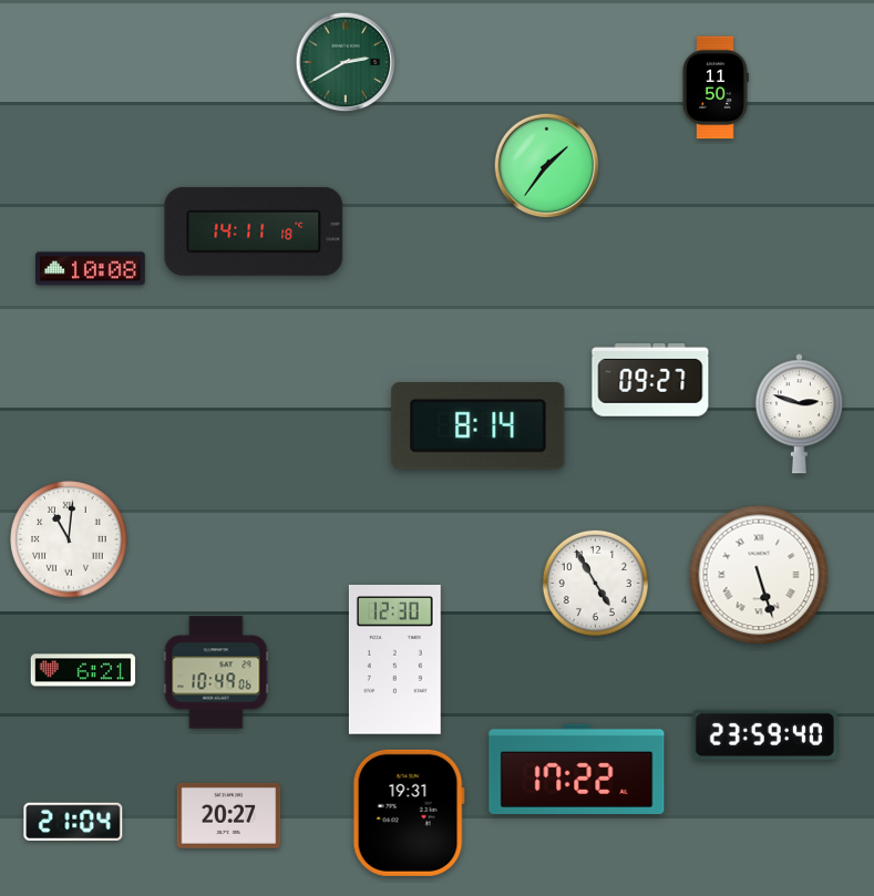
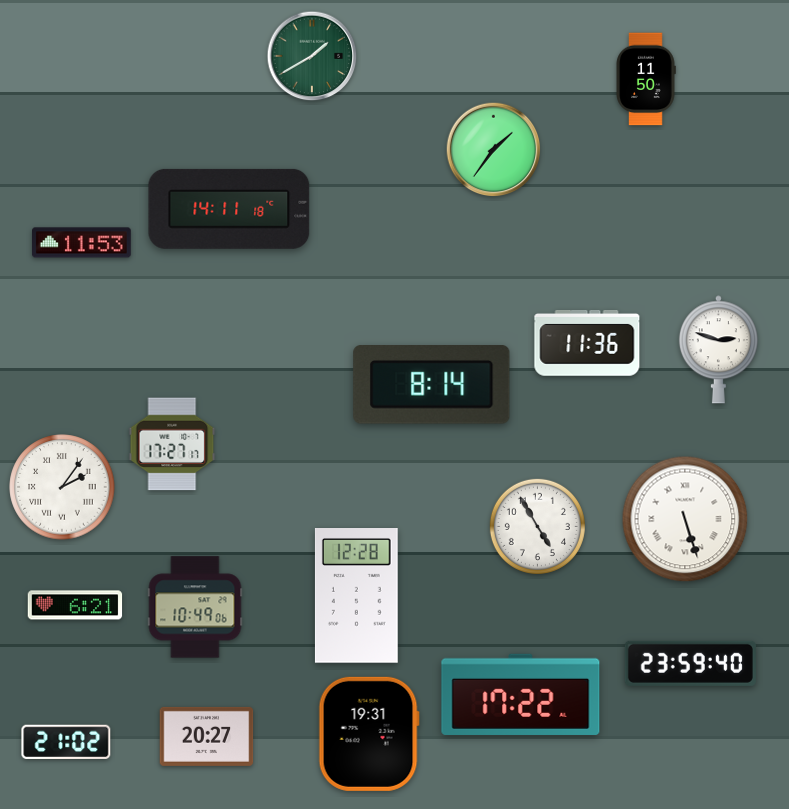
clock at (346, 62): 2:40 -> 1:40
clock at (91, 269): 10:08 -> 11:53
clock at (650, 381): 09:27 -> 11:36
clock at (799, 414) position: (799, 414) -> (718, 350)
clock at (172, 444): none -> 17:27
clock at (69, 539): 11:01 -> 2:06
clock at (394, 660): 12:30 -> 12:28
clock at (73, 821): 21:04 -> 21:02
